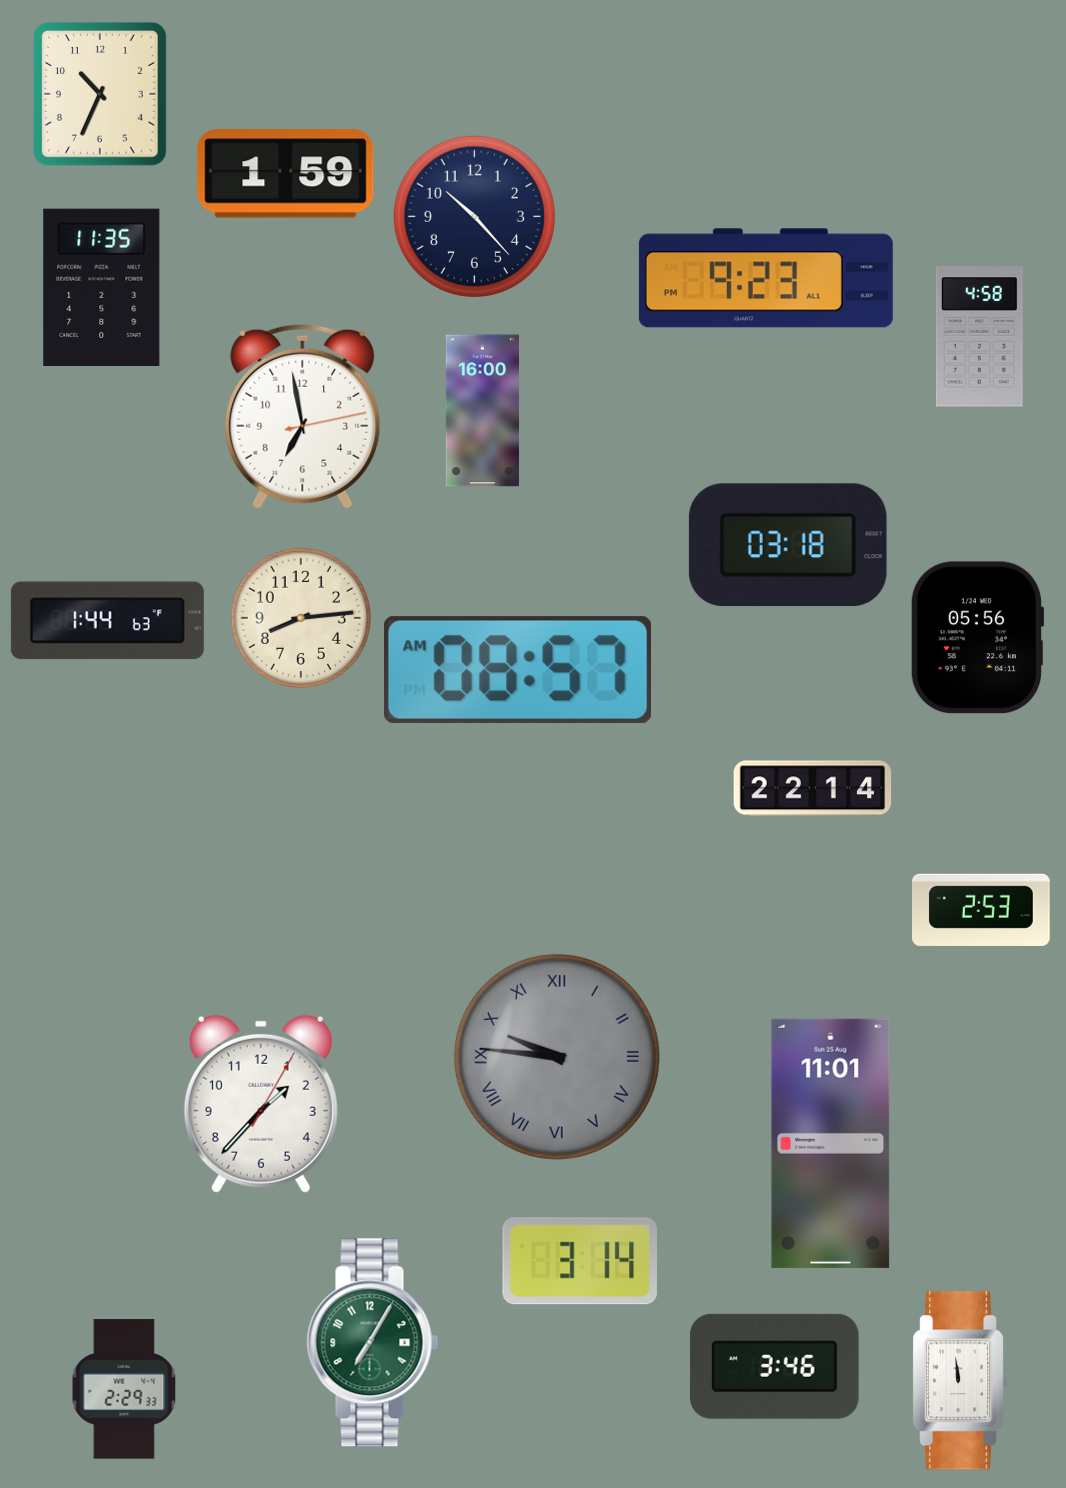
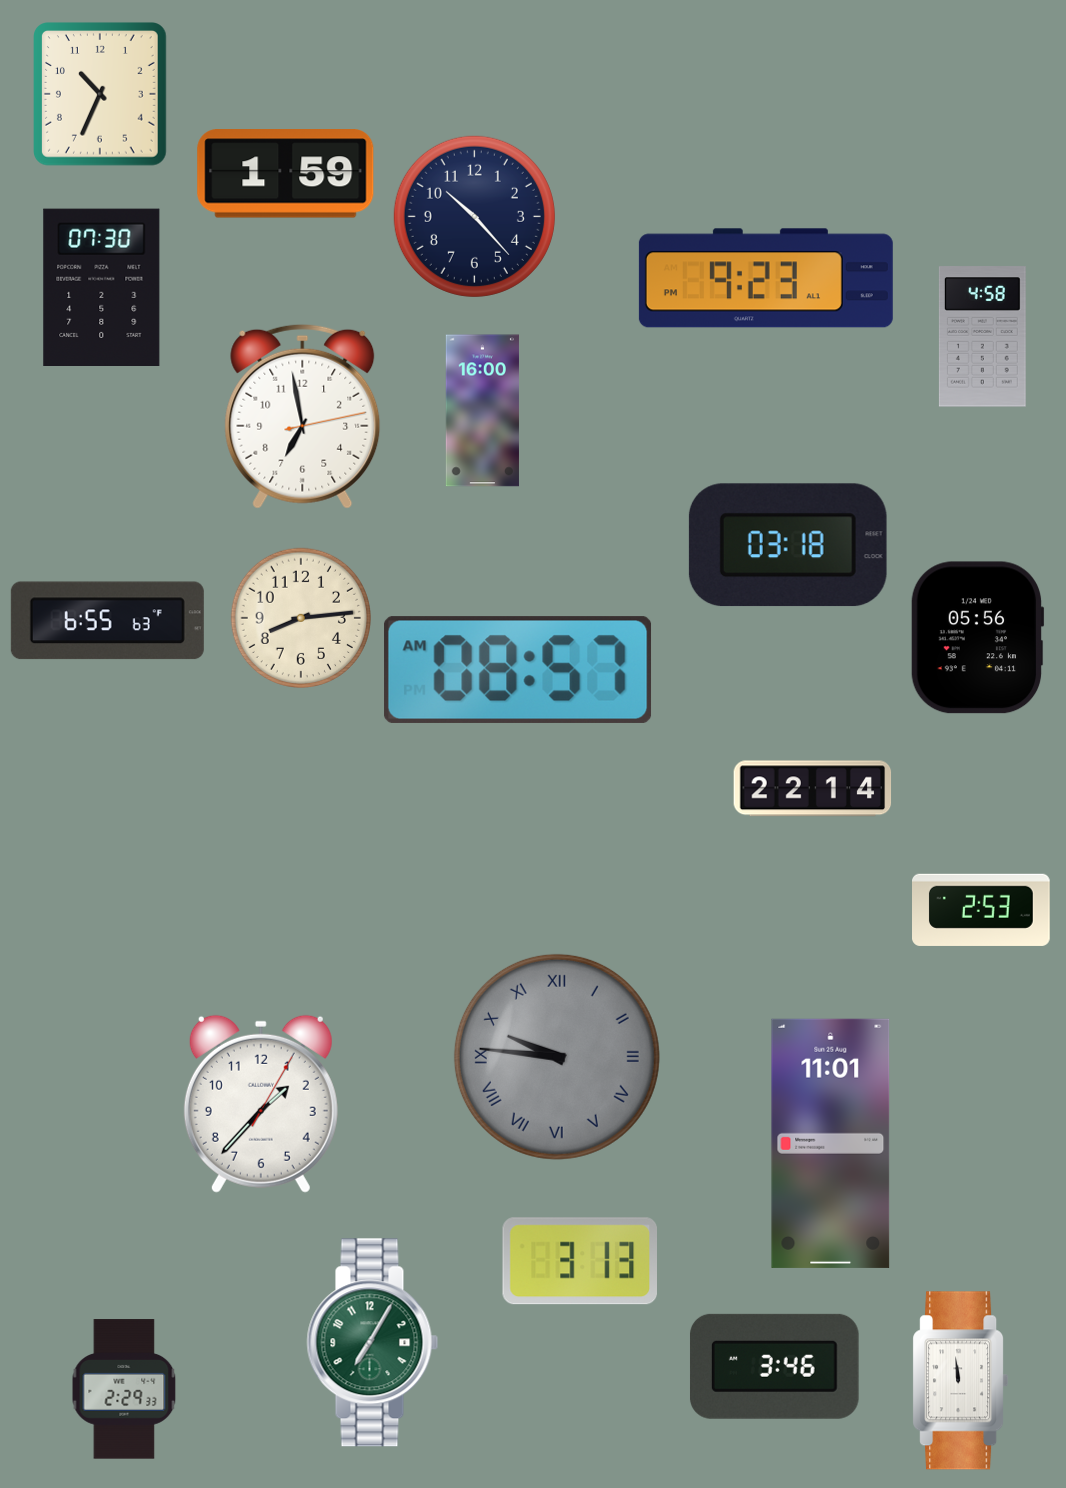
clock at (102, 287): 11:35 -> 07:30
clock at (979, 337) position: (979, 337) -> (982, 337)
clock at (107, 621): 1:44 -> 6:55
clock at (579, 1261): 3:14 -> 3:13
